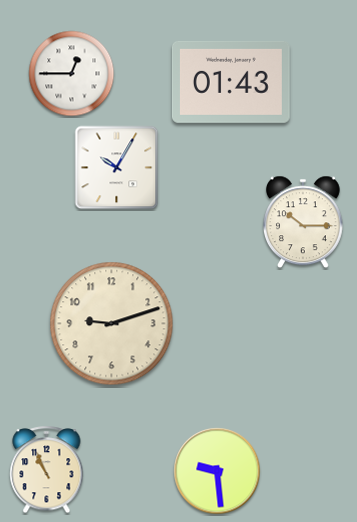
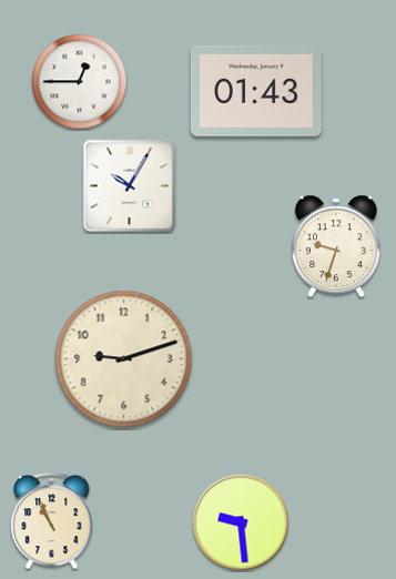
clock at (303, 222): 10:15 -> 9:33
